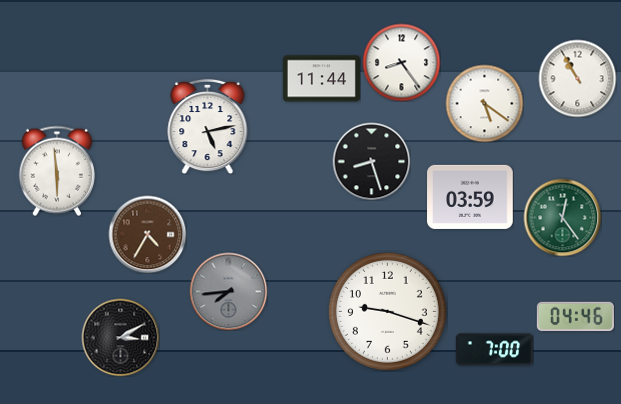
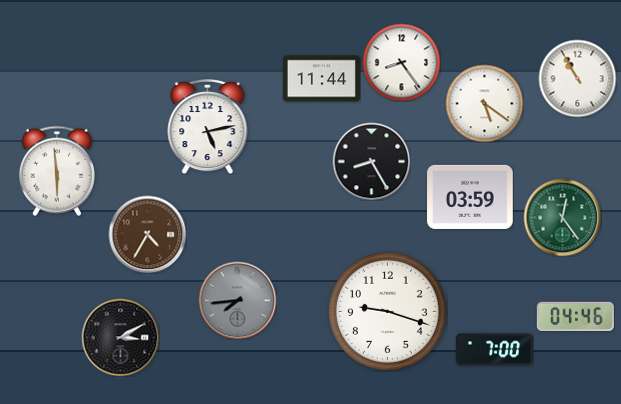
clock at (371, 161): 8:27 -> 8:25
clock at (228, 291) position: (228, 291) -> (237, 300)
